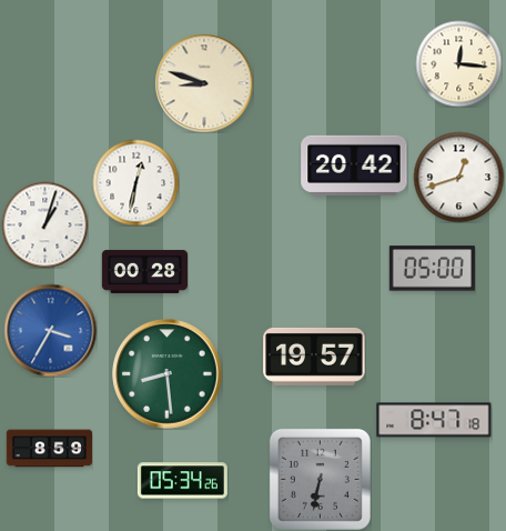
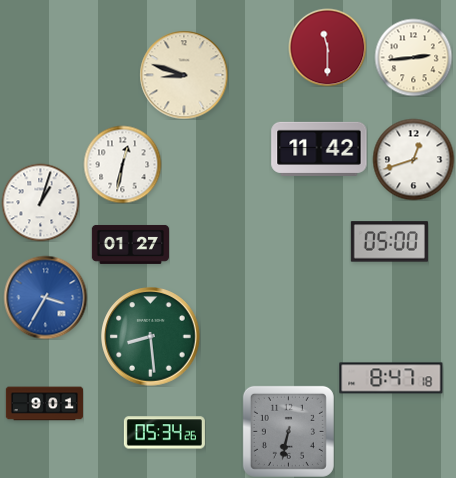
clock at (327, 47): none -> 11:30
clock at (458, 63): 12:16 -> 2:44
clock at (354, 166): 20:42 -> 11:42
clock at (144, 271): 00:28 -> 01:27
clock at (314, 357): 19:57 -> none
clock at (49, 449): 8:59 -> 9:01
